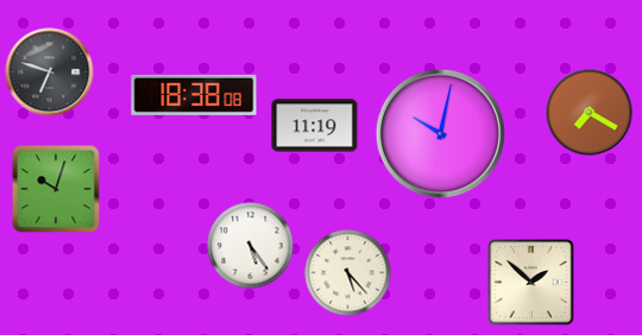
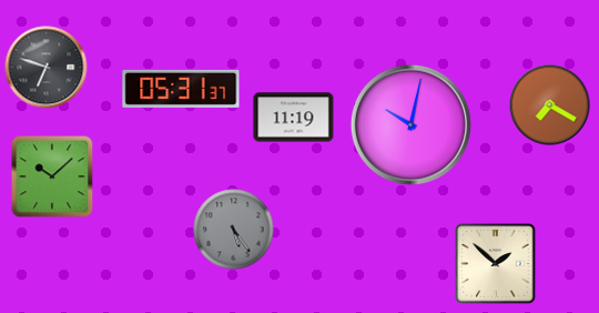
clock at (194, 95): 18:38 -> 05:31
clock at (56, 189): 10:03 -> 10:08
clock at (251, 246) dial: white -> grey
clock at (348, 273): 5:23 -> none
